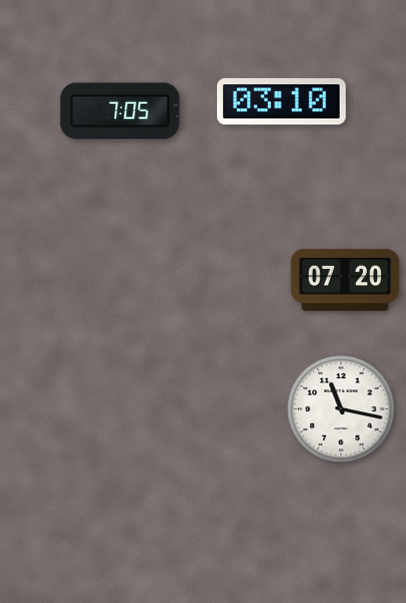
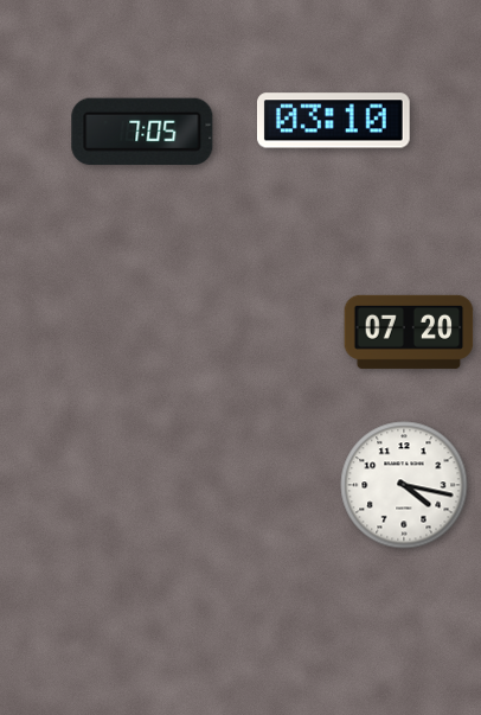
clock at (341, 409): 11:17 -> 4:17
